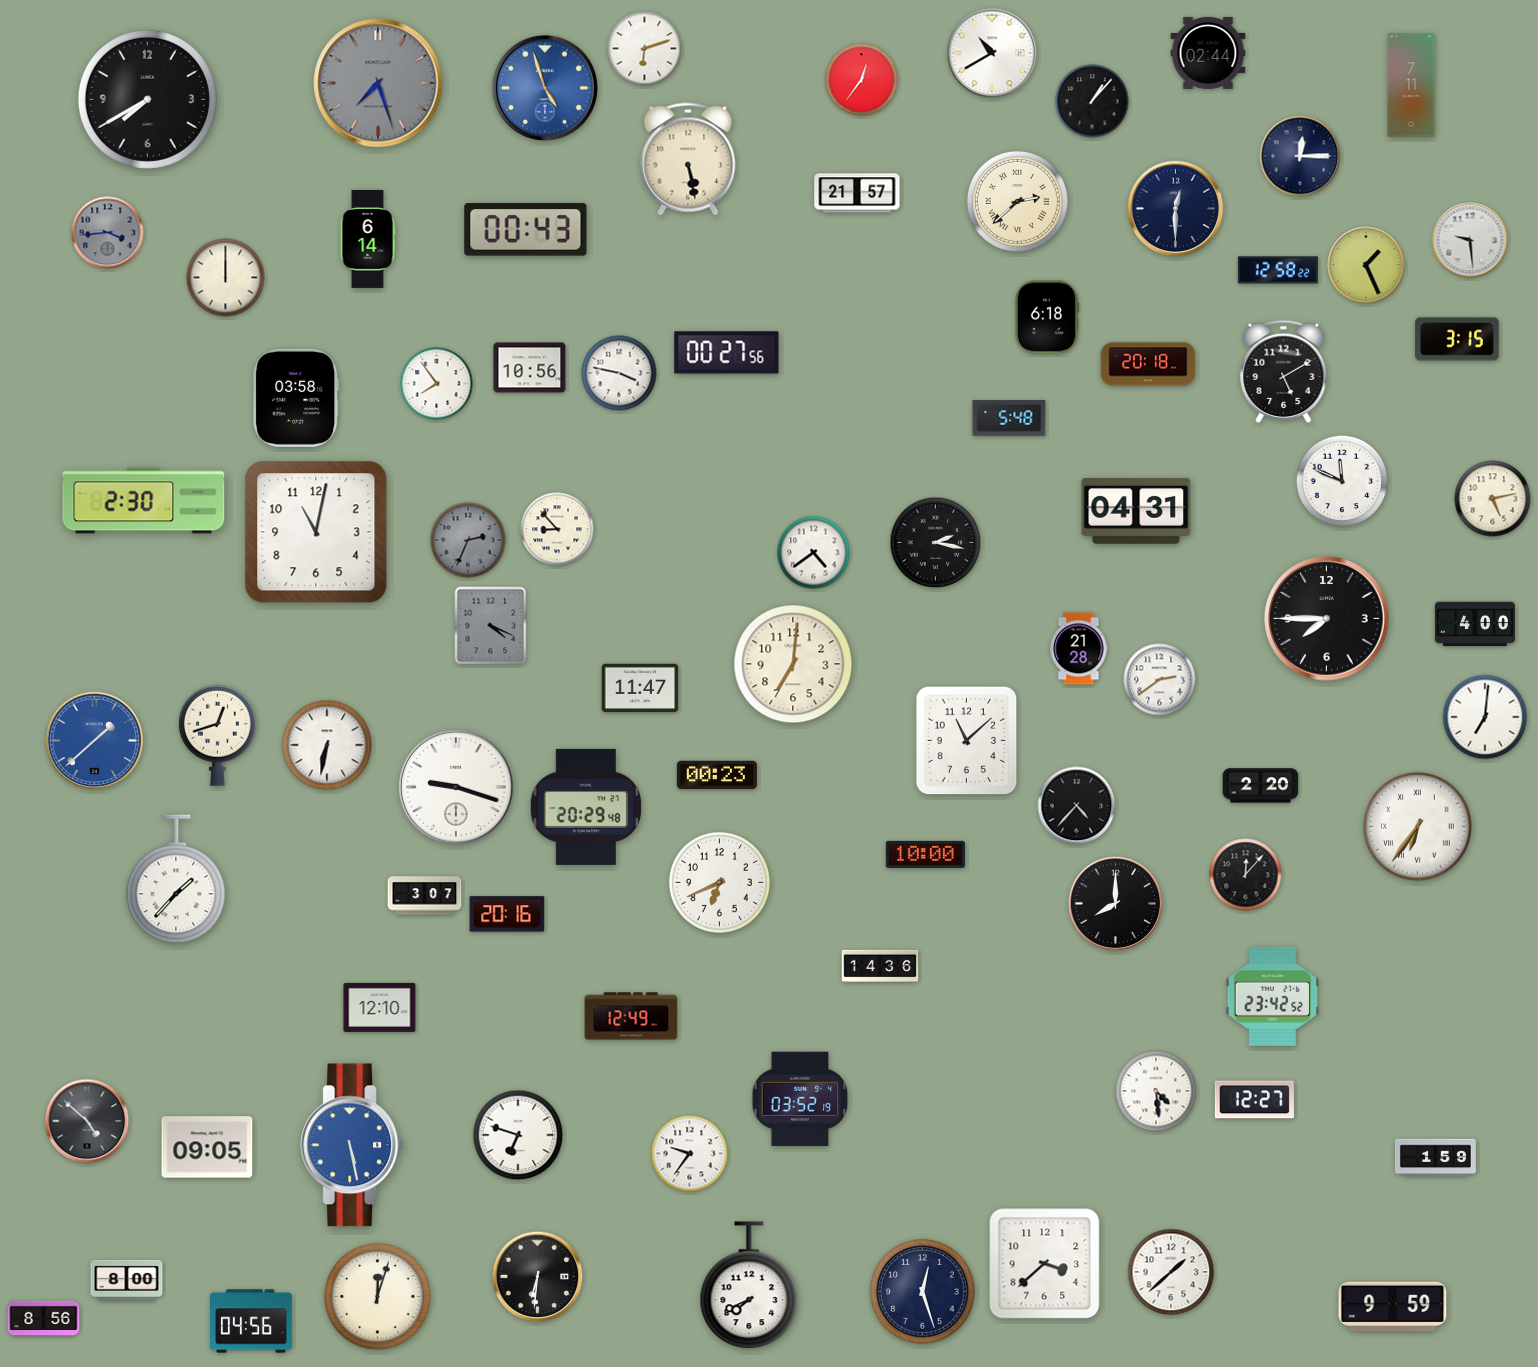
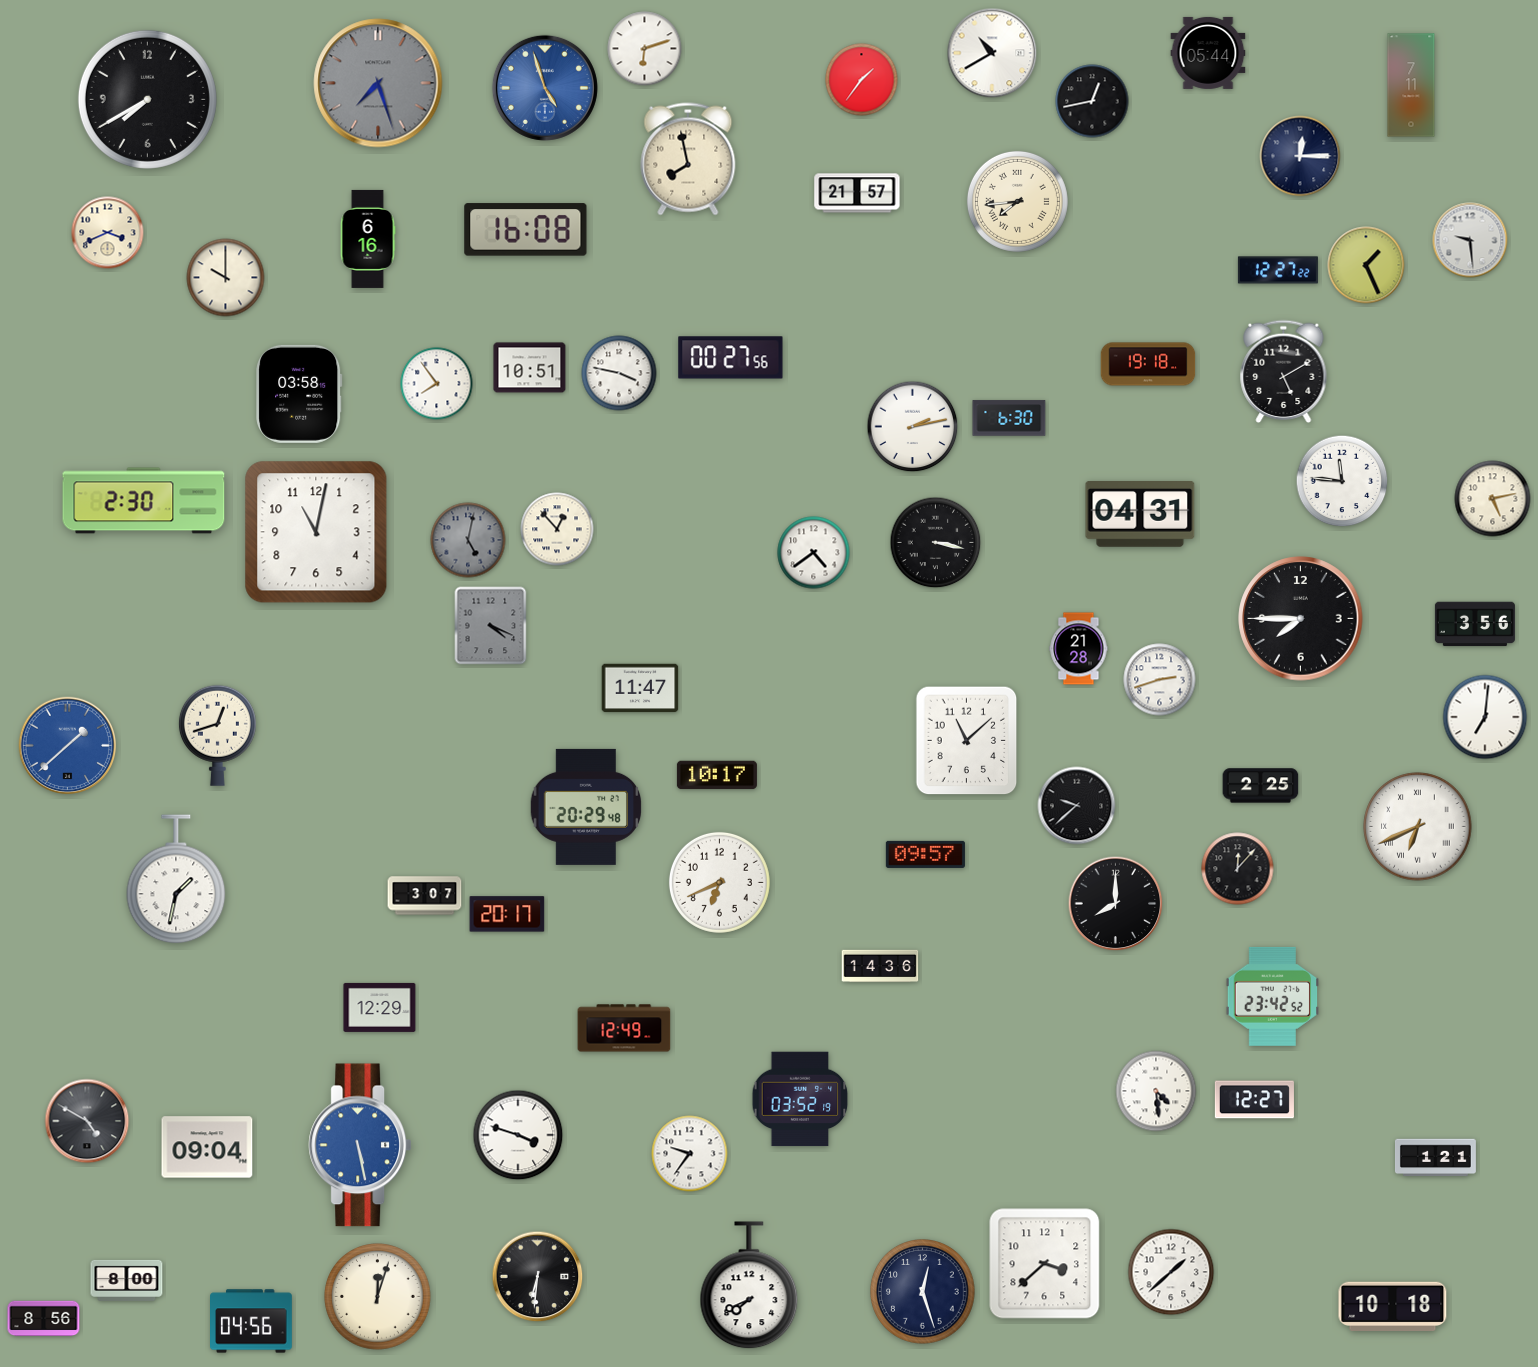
clock at (1208, 53): 02:44 -> 05:44
clock at (862, 80): 12:36 -> 1:36
clock at (1092, 101): 1:07 -> 12:43
clock at (688, 159): 5:28 -> 7:58
clock at (1017, 201): 2:38 -> 7:44
clock at (1176, 209): 12:30 -> none
clock at (526, 230): 00:43 -> 16:08
clock at (108, 233): 3:44 -> 3:41
clock at (108, 233) dial: grey -> cream
clock at (368, 239): 6:14 -> 6:16
clock at (1278, 270): 12:58 -> 12:27
clock at (226, 278): 12:00 -> 10:00
clock at (1046, 317): 6:18 -> none
clock at (1457, 339): 3:15 -> none
clock at (727, 353) position: (727, 353) -> (731, 358)
clock at (1148, 364): 20:18 -> 19:18
clock at (530, 368): 10:56 -> 10:51
clock at (296, 398) position: (296, 398) -> (299, 394)
clock at (1009, 418): 5:48 -> 6:30
clock at (913, 427): none -> 2:13
clock at (1342, 481): 11:49 -> 11:46
clock at (1136, 512) position: (1136, 512) -> (1140, 515)
clock at (557, 529): 8:53 -> 12:53
clock at (468, 540): 2:34 -> 5:02
clock at (936, 543): 2:17 -> 3:17
clock at (1327, 619) position: (1327, 619) -> (1301, 619)
clock at (1475, 624): 4:00 -> 3:56
clock at (793, 664): 7:01 -> none
clock at (1160, 680): 2:39 -> 2:42
clock at (95, 741) position: (95, 741) -> (68, 746)
clock at (327, 745): 6:32 -> none
clock at (717, 775): 00:23 -> 10:17
clock at (1261, 786): 2:20 -> 2:25
clock at (456, 787): 9:18 -> none
clock at (1077, 806): 4:37 -> 9:38
clock at (1418, 827): 6:36 -> 6:41
clock at (925, 854): 10:00 -> 09:57
clock at (1246, 875) position: (1246, 875) -> (1238, 869)
clock at (176, 879): 1:37 -> 1:32
clock at (507, 914): 20:16 -> 20:17
clock at (380, 1007): 12:10 -> 12:29
clock at (631, 1016) position: (631, 1016) -> (624, 1028)
clock at (87, 1121): 4:52 -> 4:50
clock at (518, 1135): 6:48 -> 3:48
clock at (351, 1145) position: (351, 1145) -> (359, 1145)
clock at (207, 1147): 09:05 -> 09:04
clock at (1435, 1158): 1:59 -> 1:21
clock at (1393, 1306): 9:59 -> 10:18
